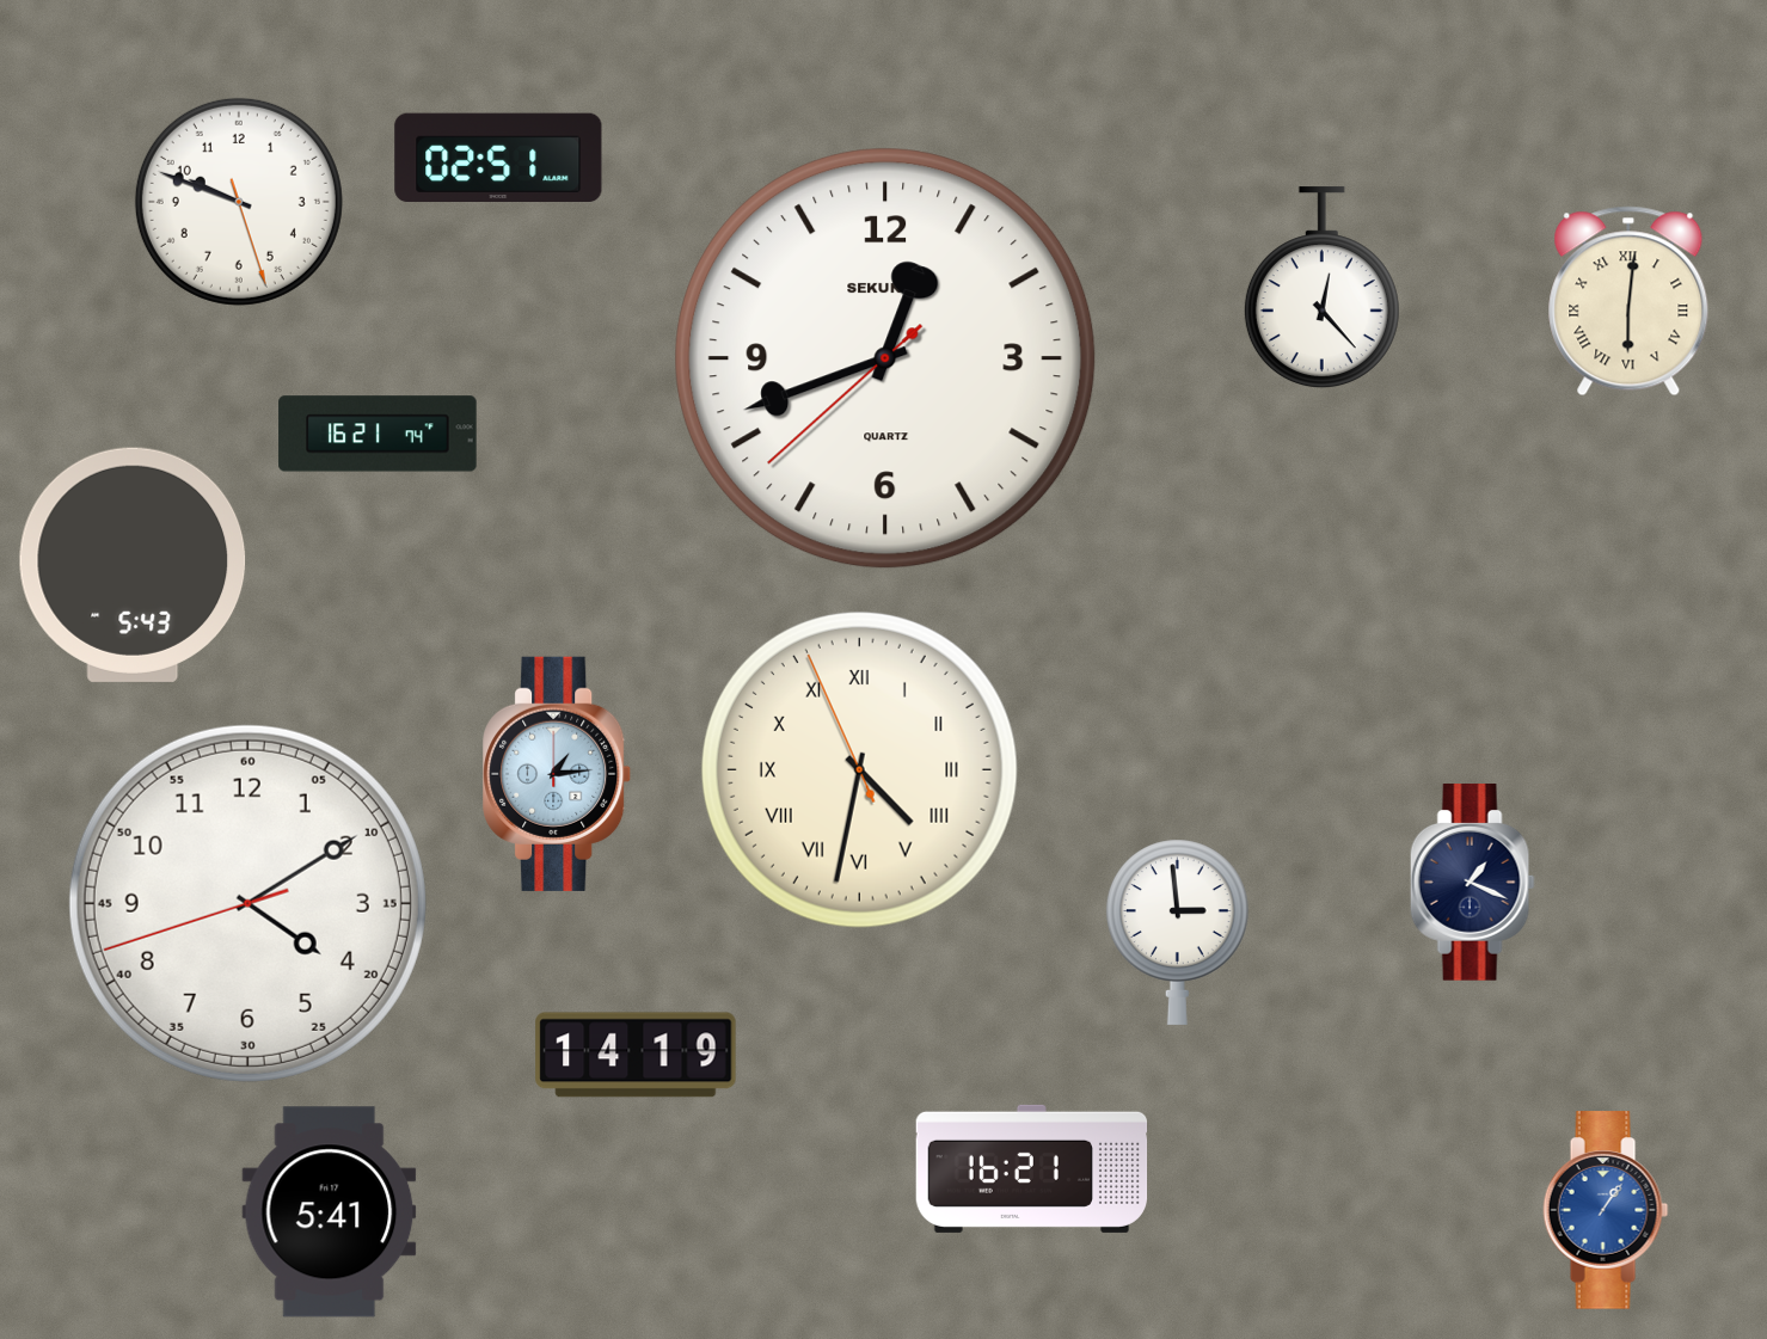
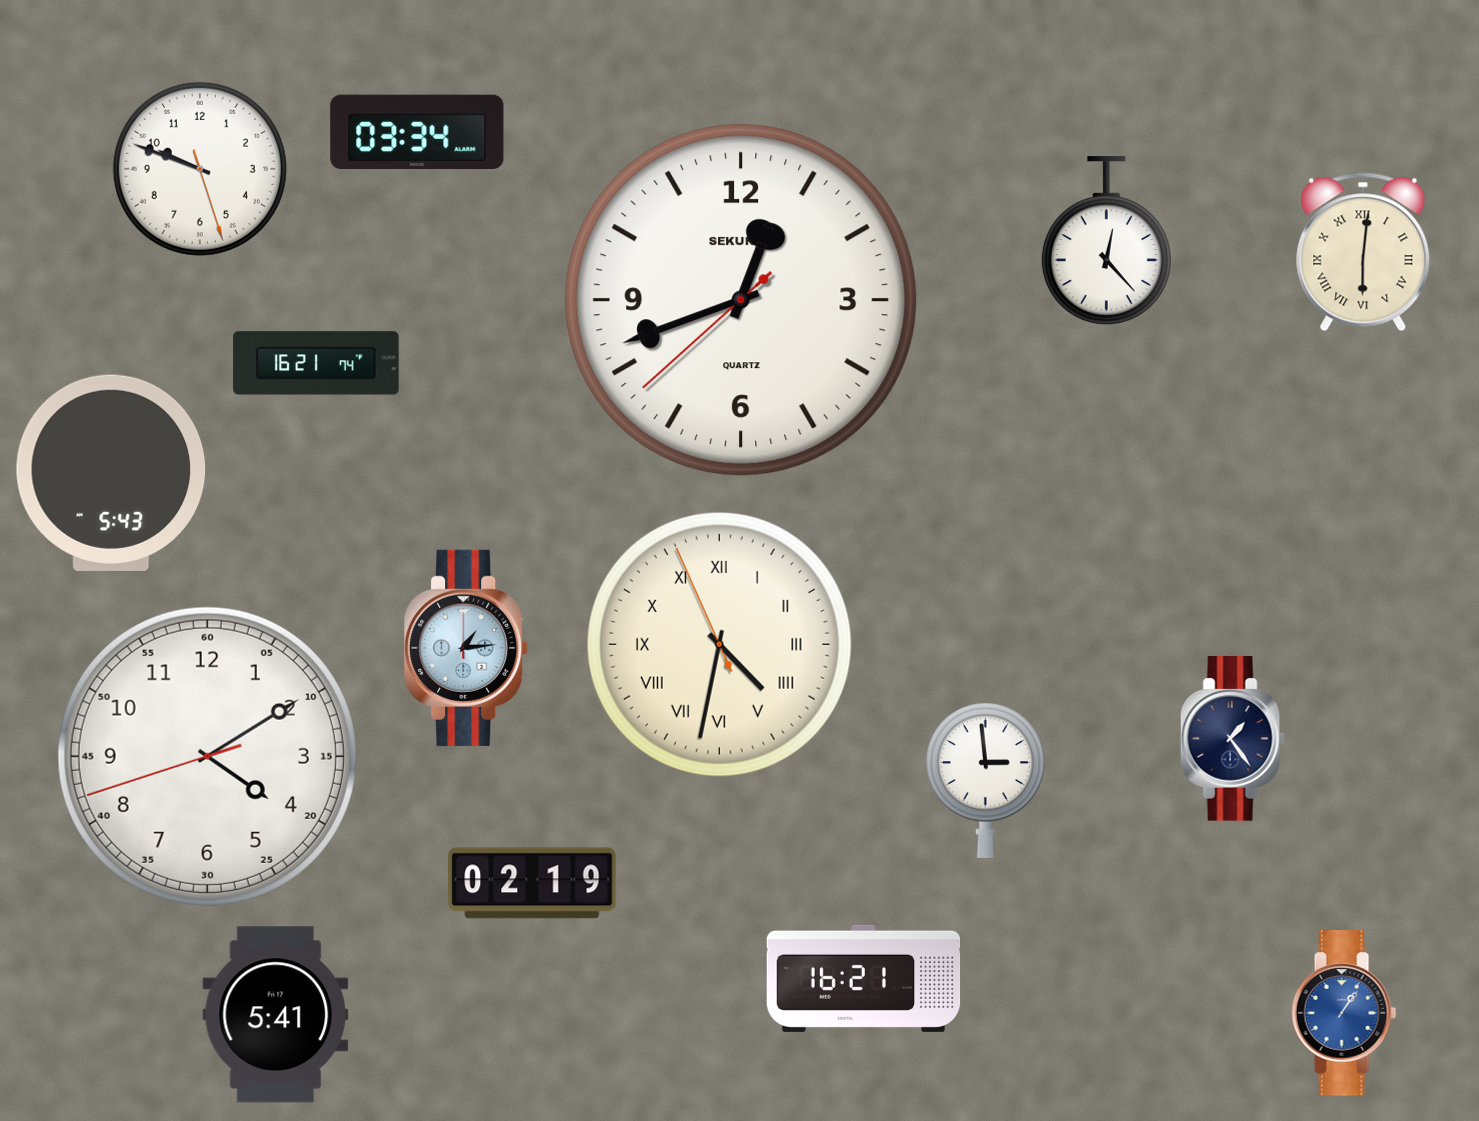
clock at (498, 156): 02:51 -> 03:34
clock at (1472, 883): 1:19 -> 1:24
clock at (636, 1055): 14:19 -> 02:19
